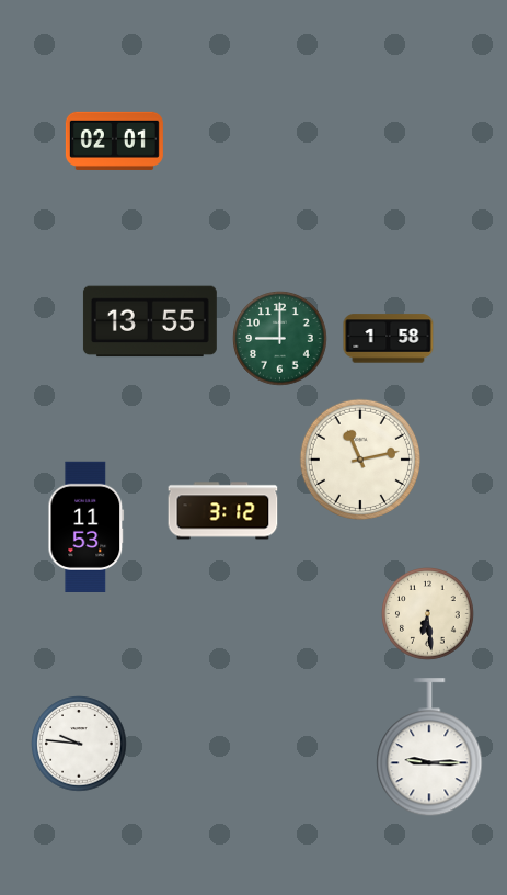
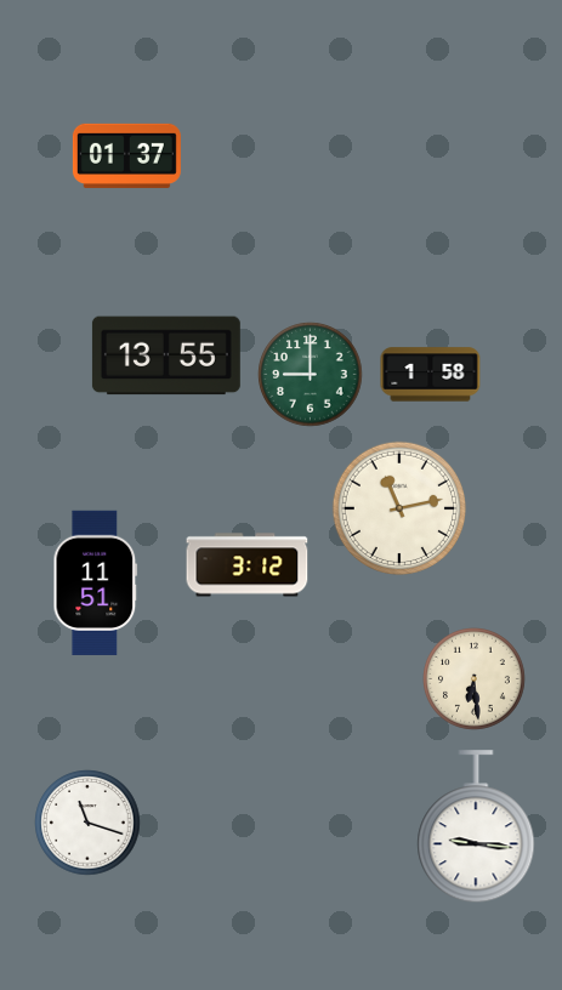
clock at (114, 140): 02:01 -> 01:37
clock at (87, 526): 11:53 -> 11:51
clock at (79, 744): 9:46 -> 11:18
clock at (429, 748): 9:15 -> 9:16
